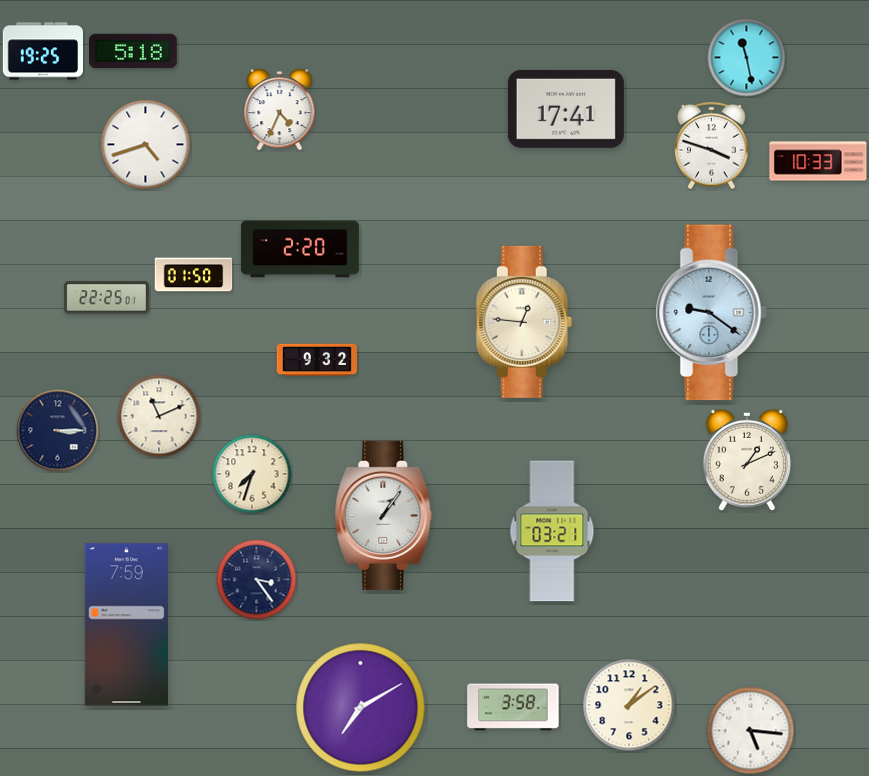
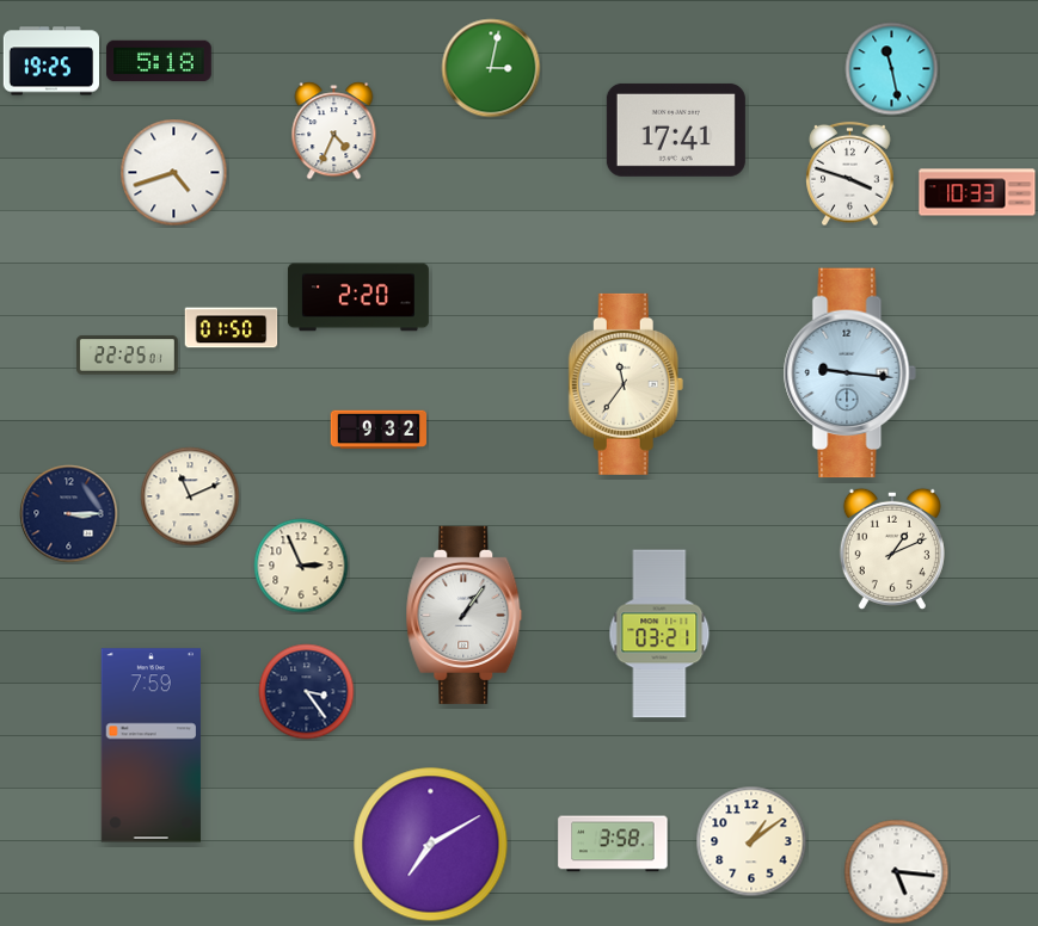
clock at (491, 68): none -> 3:02
clock at (711, 313): 9:21 -> 9:16
clock at (524, 322): 12:46 -> 11:36
clock at (252, 474): 7:33 -> 2:56
clock at (384, 515) position: (384, 515) -> (465, 615)
